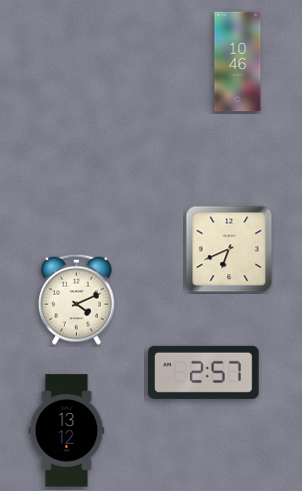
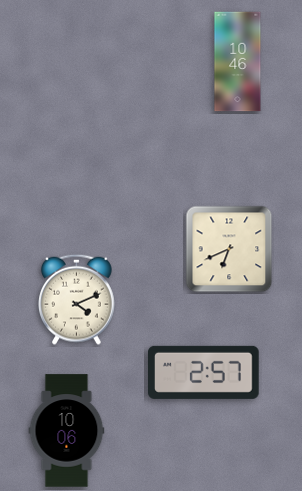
clock at (67, 431): 13:12 -> 10:06
